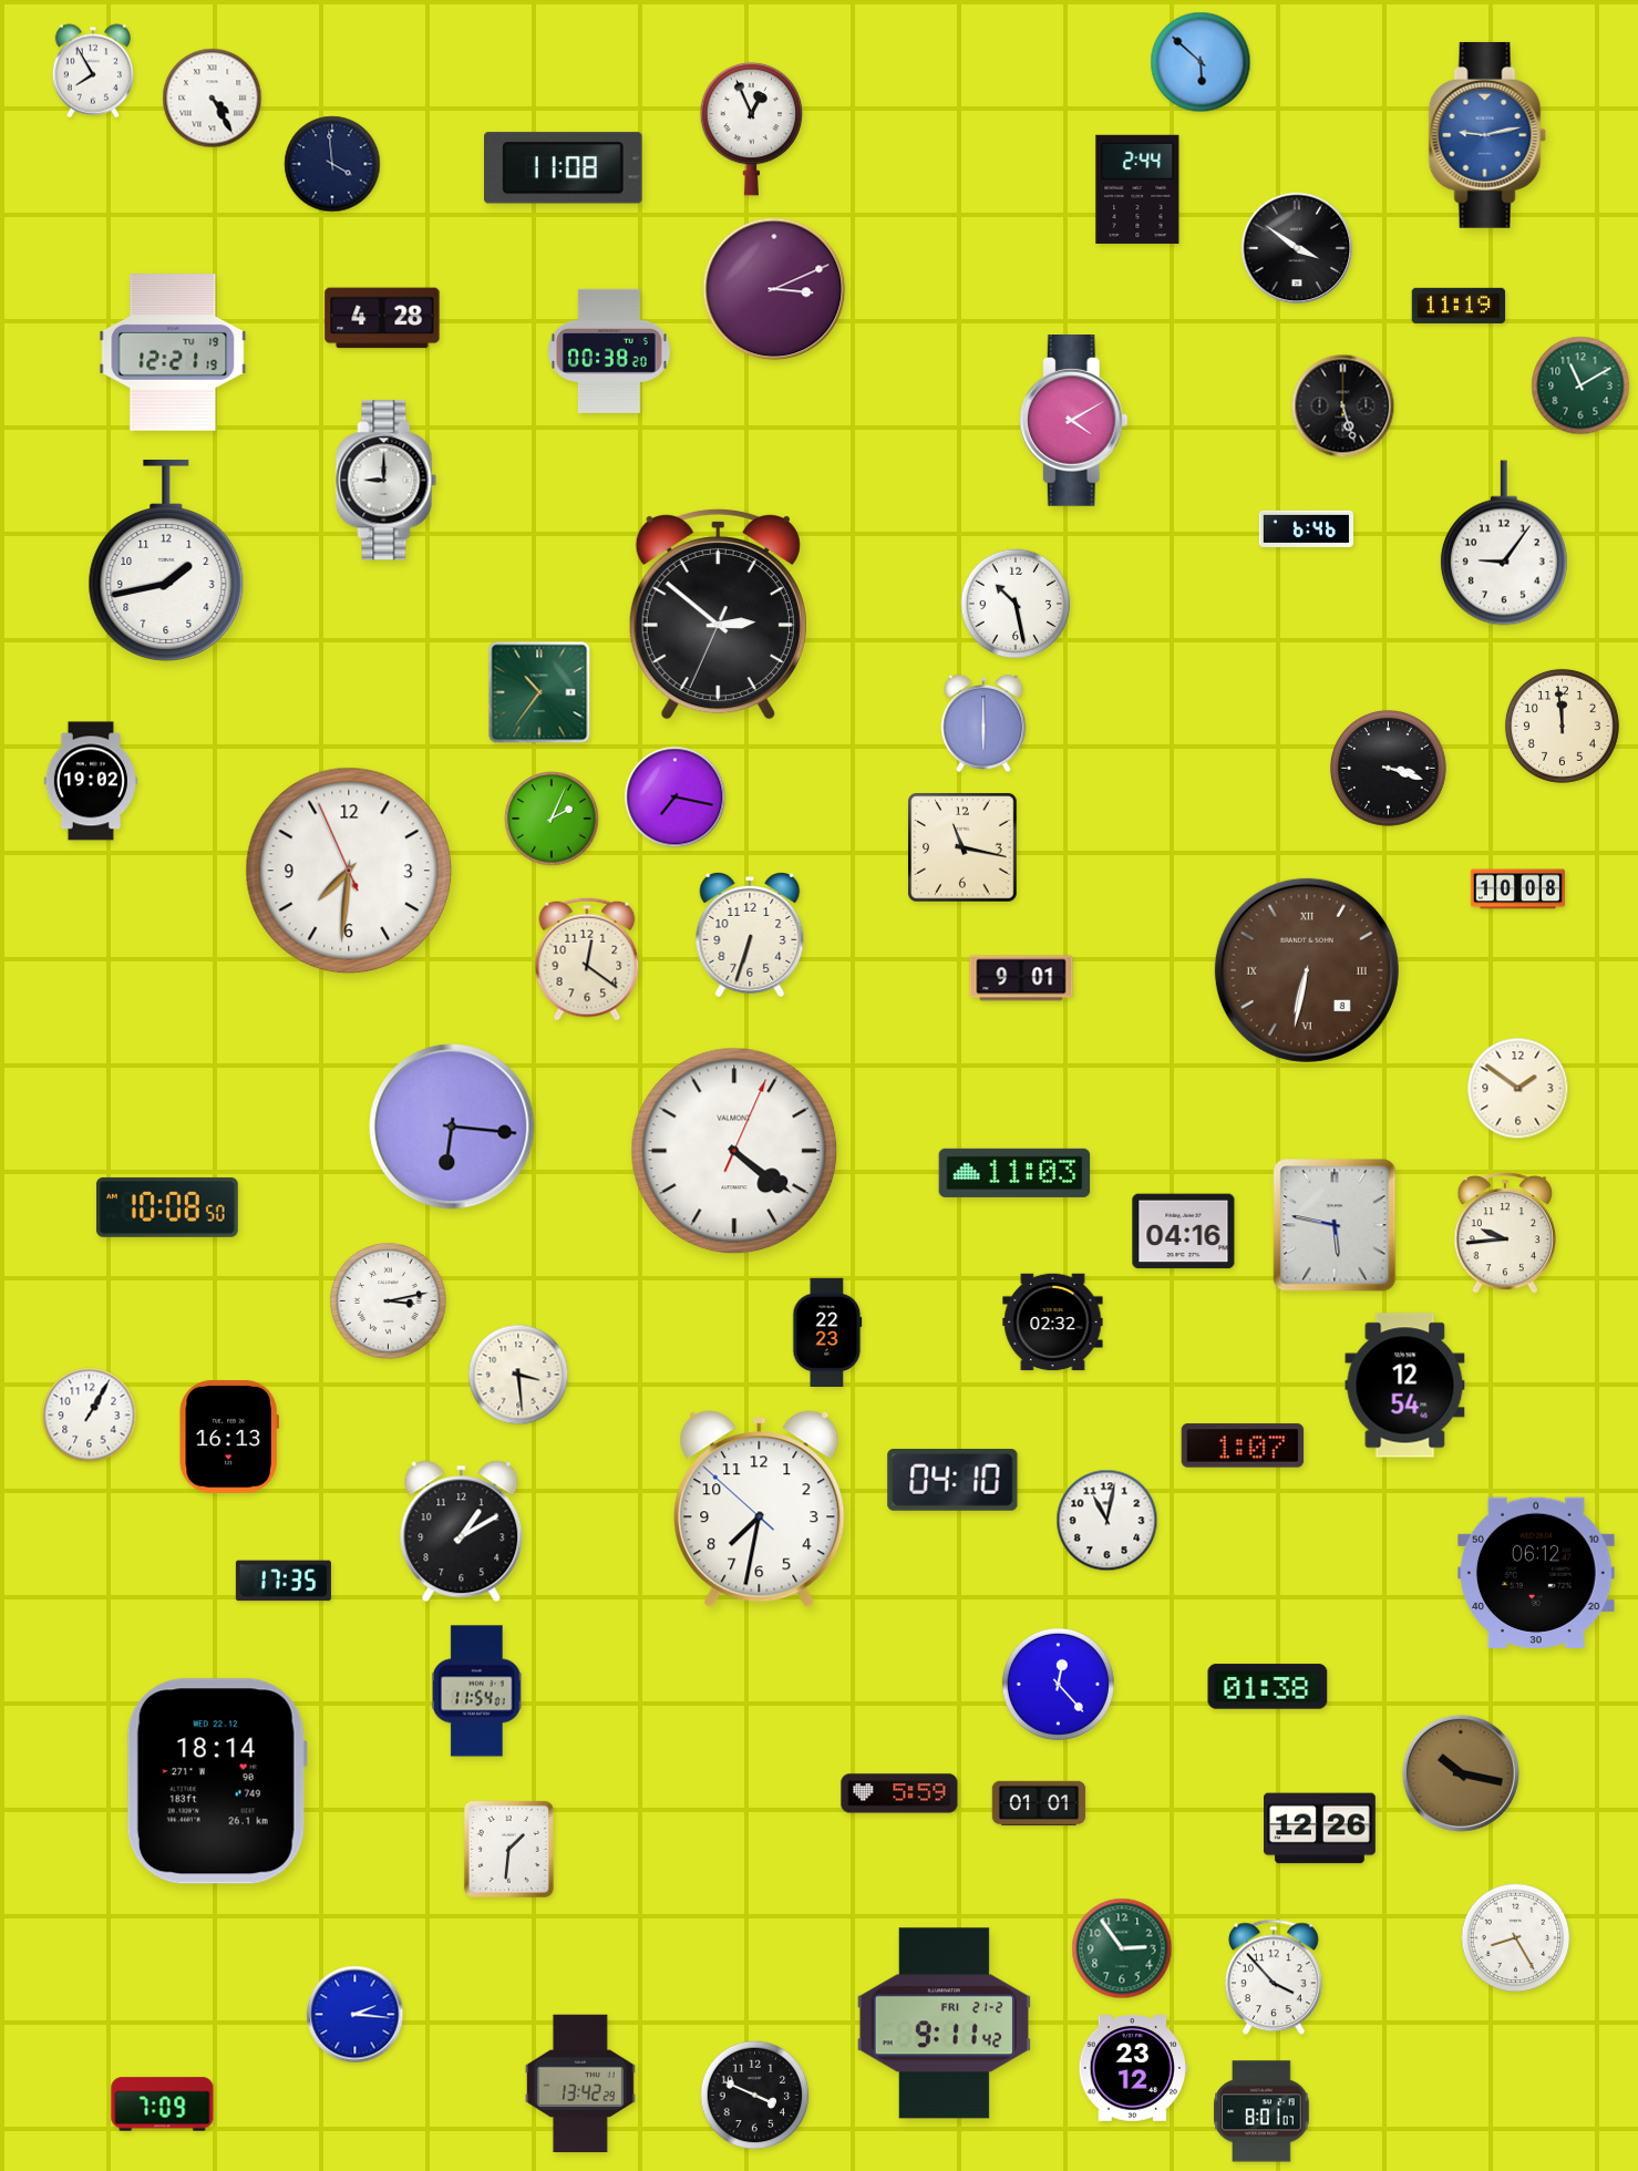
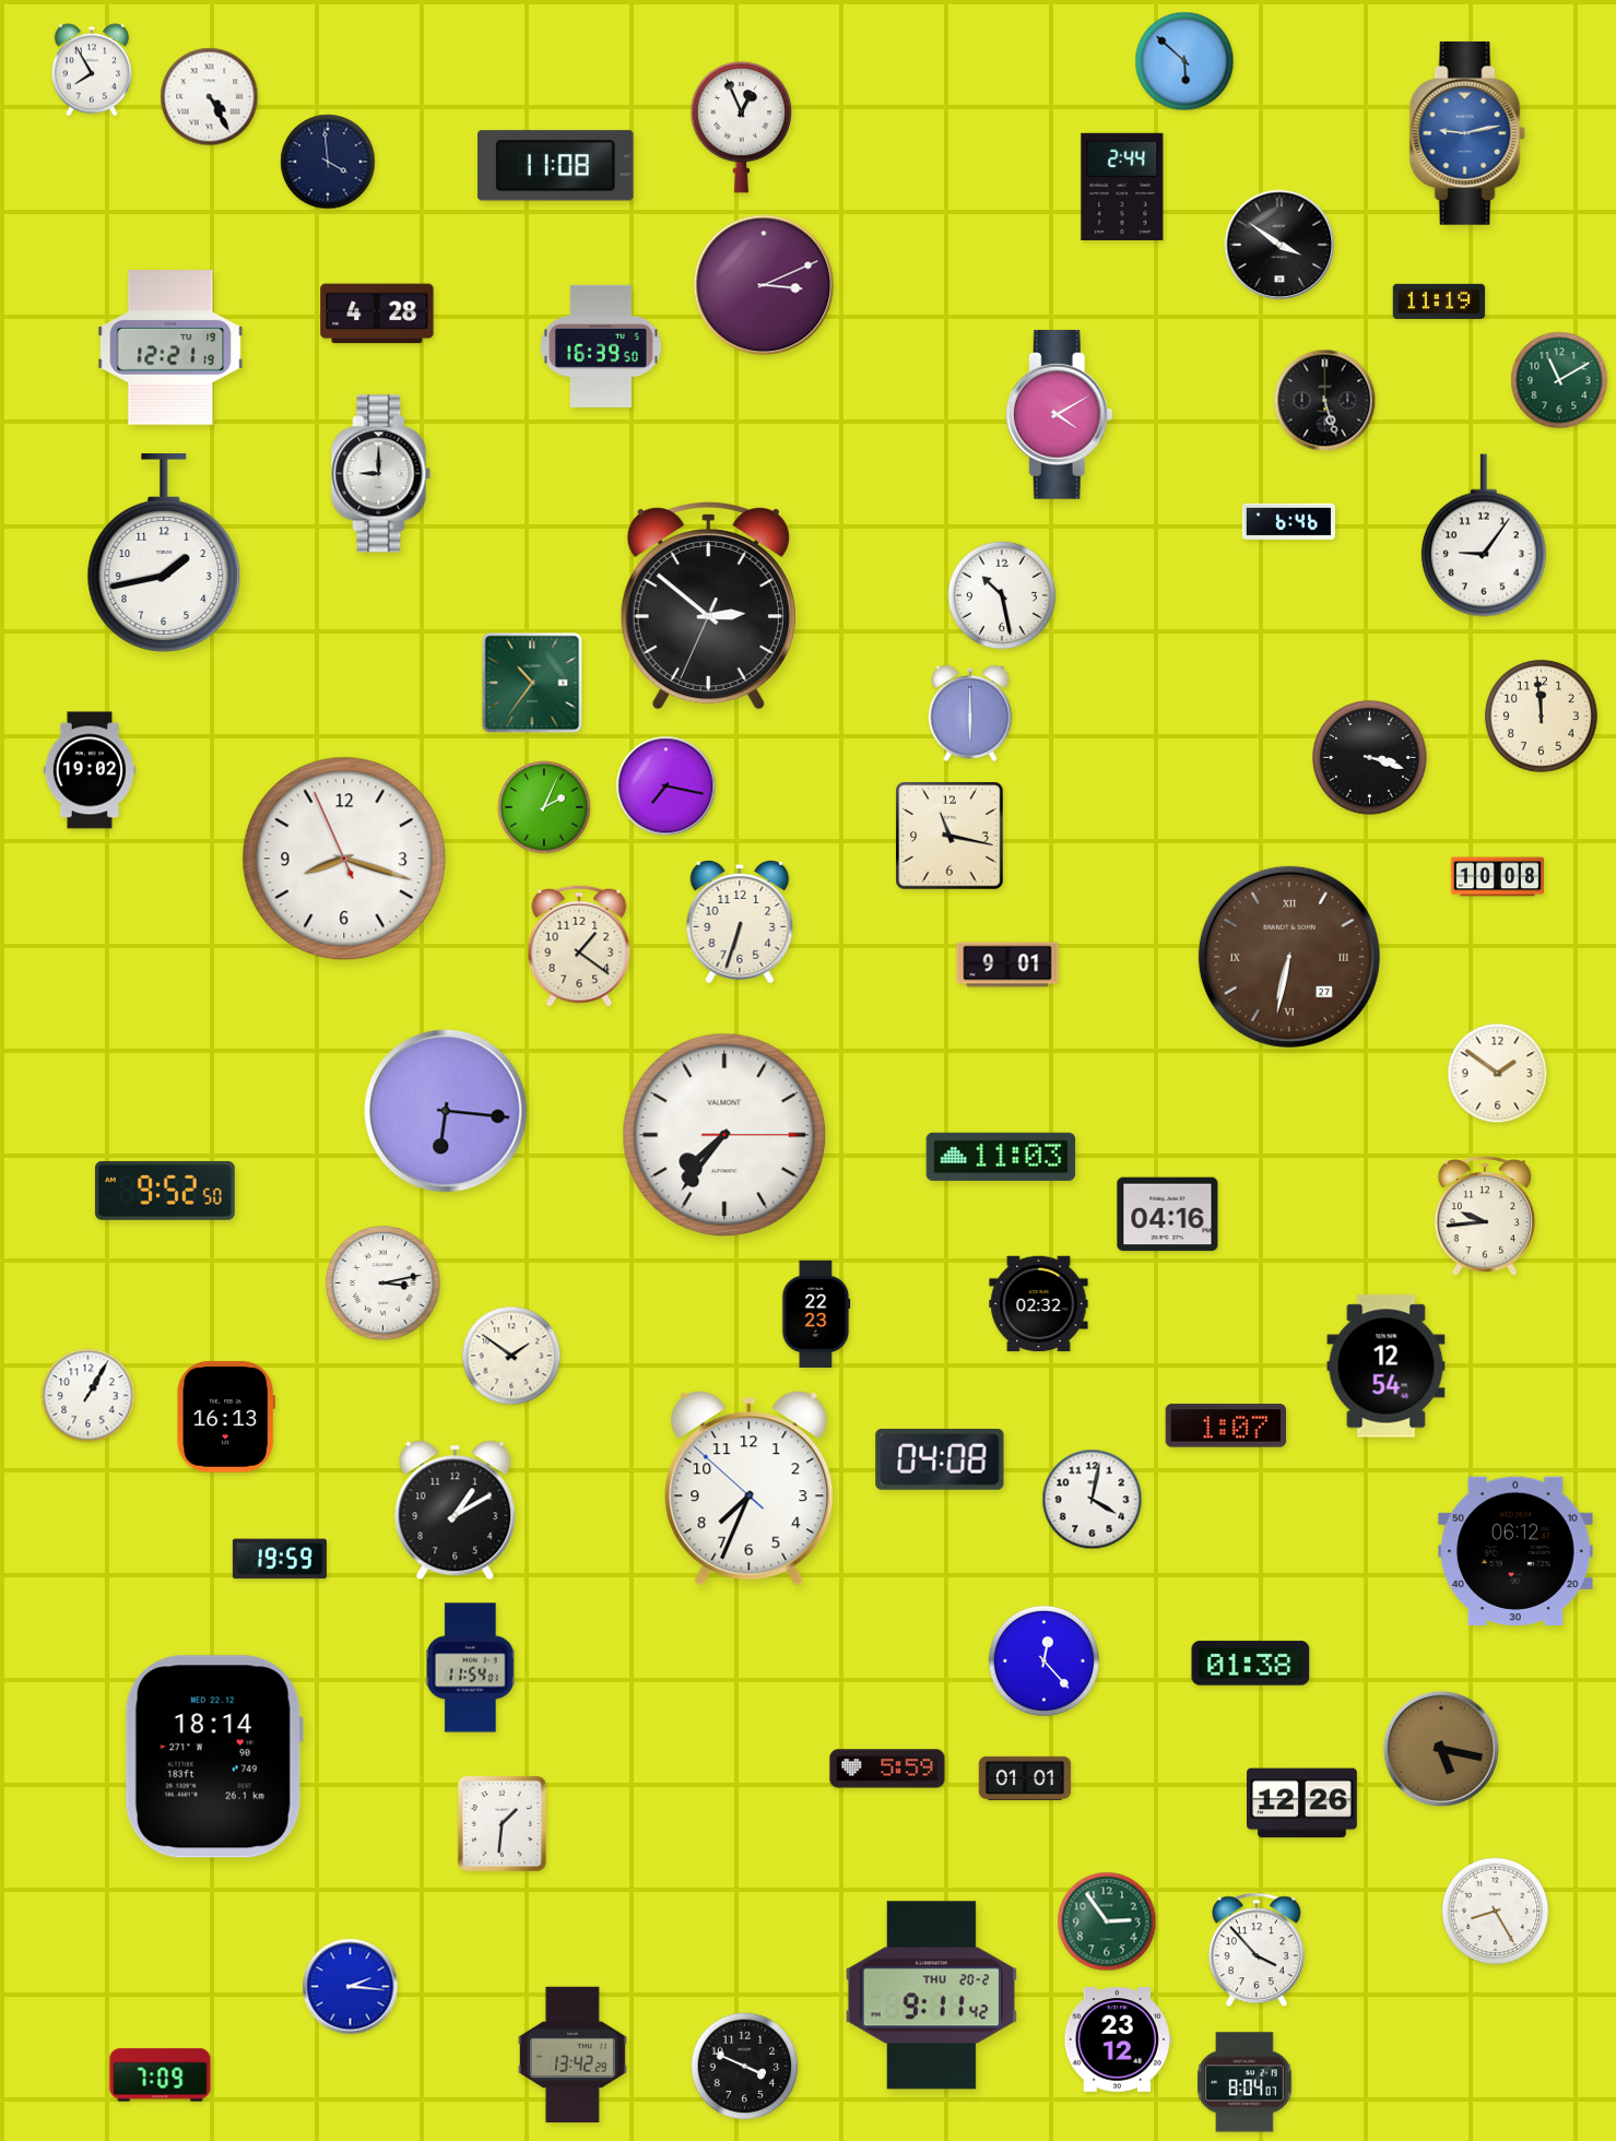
clock at (609, 351): 00:38 -> 16:39
clock at (349, 871): 7:30 -> 8:17
clock at (587, 959): 12:21 -> 1:21
clock at (1307, 970) date: 8 -> 27
clock at (734, 1151): 4:21 -> 7:36
clock at (167, 1207): 10:08 -> 9:52
clock at (1335, 1225): 5:47 -> none
clock at (518, 1375): 3:29 -> 1:51
clock at (952, 1481): 04:10 -> 04:08
clock at (760, 1510): 7:31 -> 7:33
clock at (1108, 1521): 11:02 -> 4:02
clock at (284, 1581): 17:35 -> 19:59
clock at (1461, 1773): 10:17 -> 5:17
clock at (944, 2024) date: FRI 21-2 -> THU 20-2
clock at (1261, 2111): 8:01 -> 8:04
